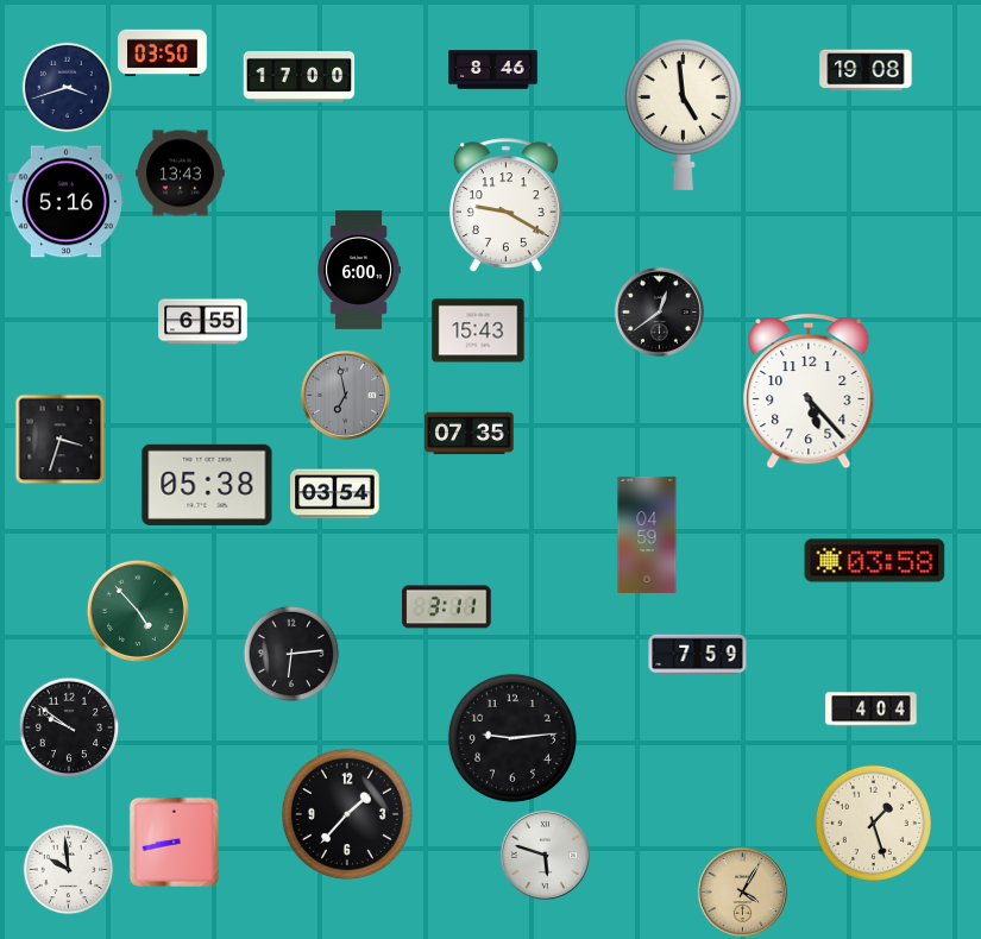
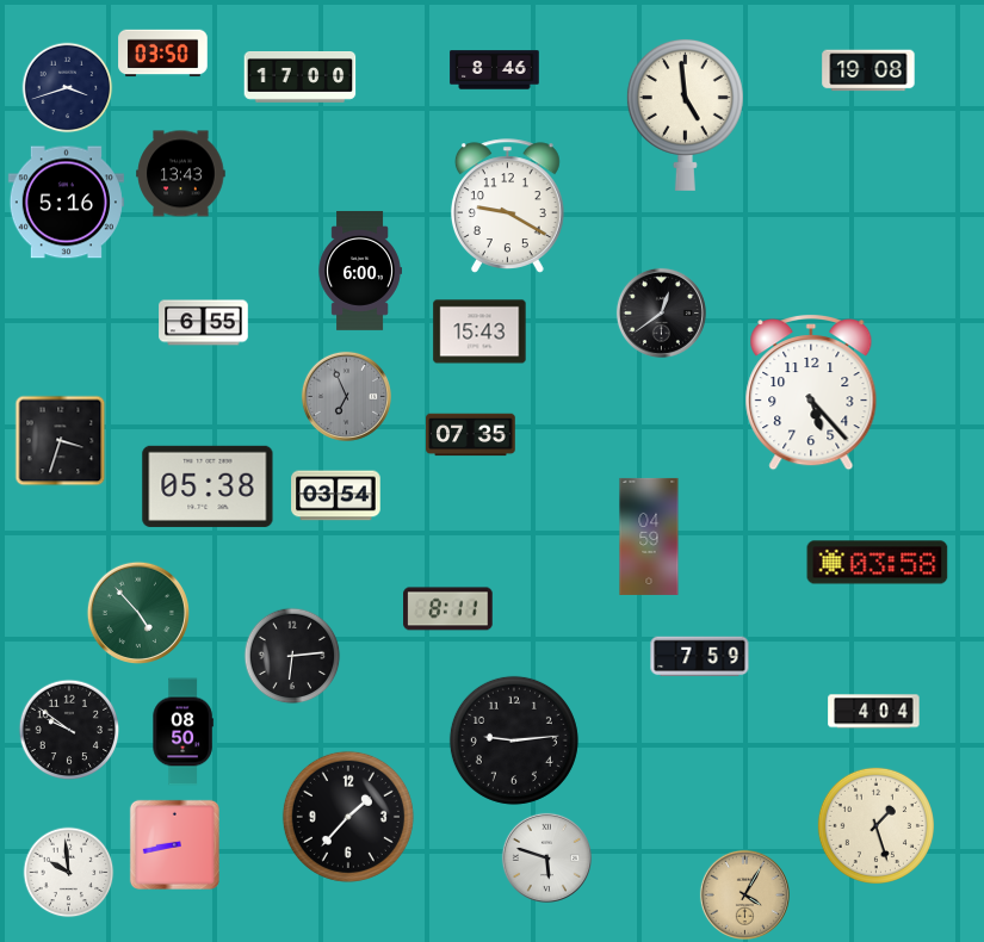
clock at (345, 395): 6:58 -> 6:56
clock at (447, 607): 3:11 -> 8:11
clock at (182, 732): none -> 08:50
